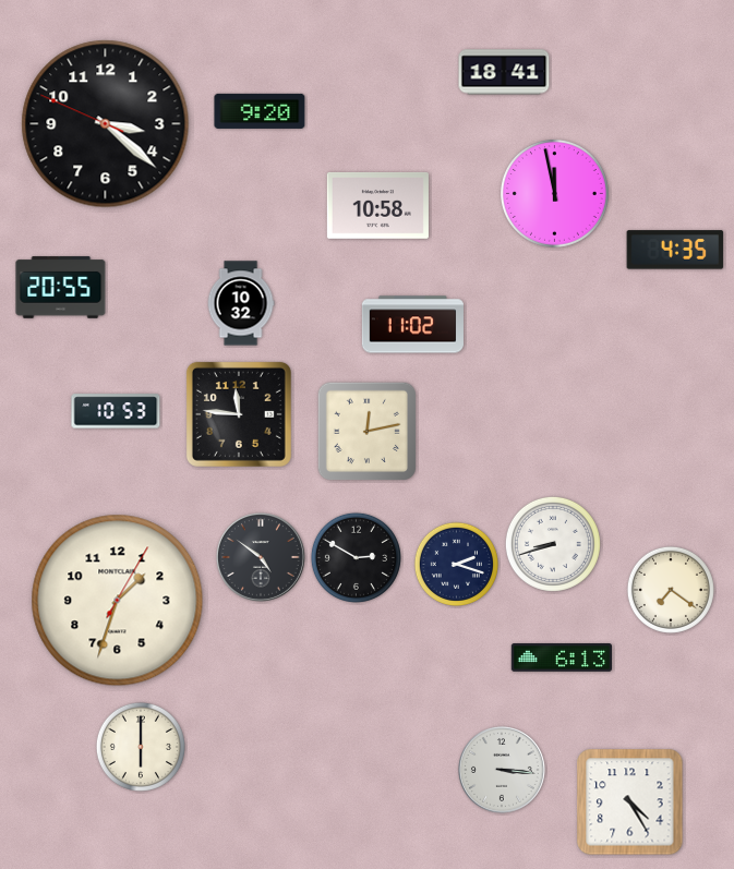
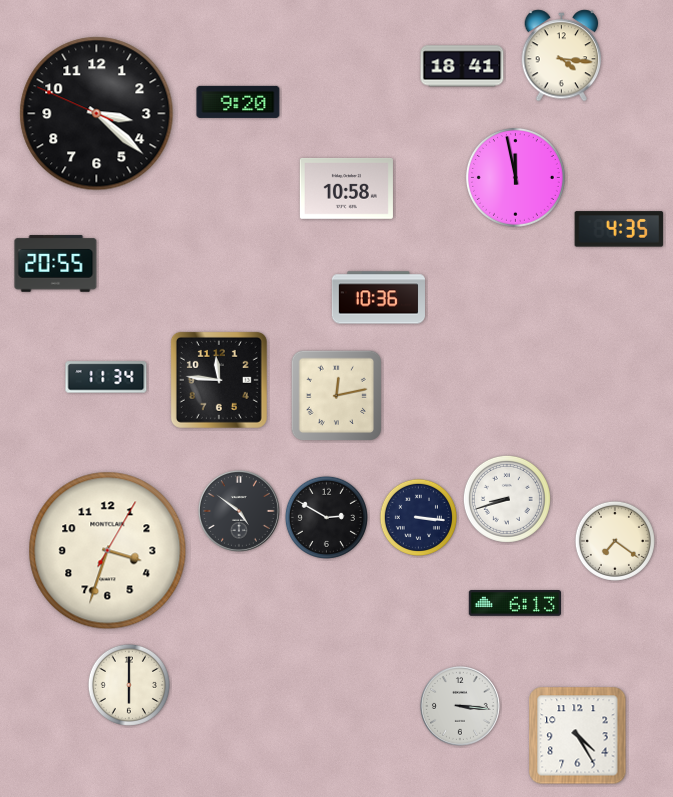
clock at (562, 56): none -> 4:16
clock at (554, 193) position: (554, 193) -> (515, 177)
clock at (241, 303): 10:32 -> none
clock at (412, 325): 11:02 -> 10:36
clock at (116, 411): 10:53 -> 11:34
clock at (356, 557) position: (356, 557) -> (326, 517)
clock at (456, 564): 2:18 -> 3:16
clock at (118, 601): 1:33 -> 3:33
